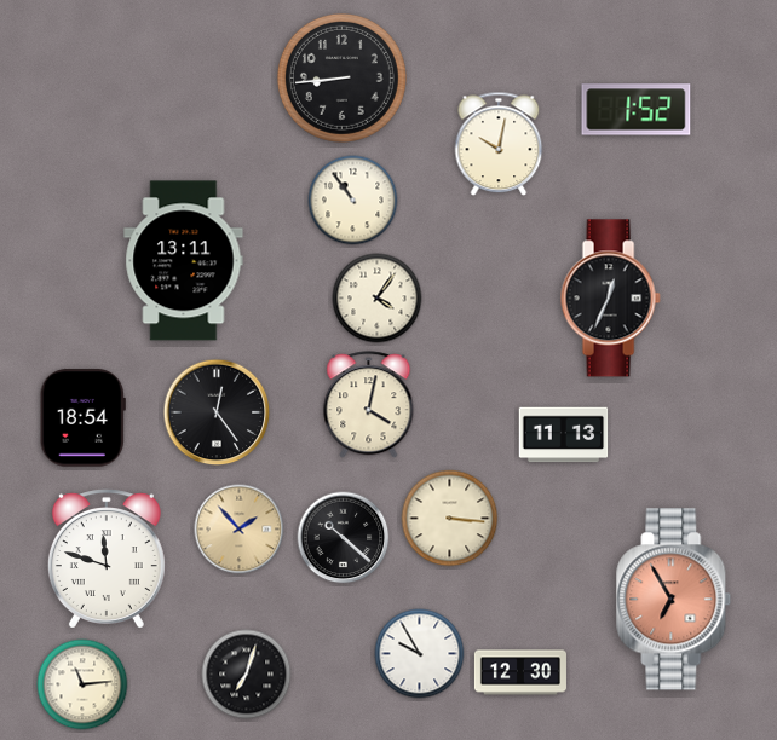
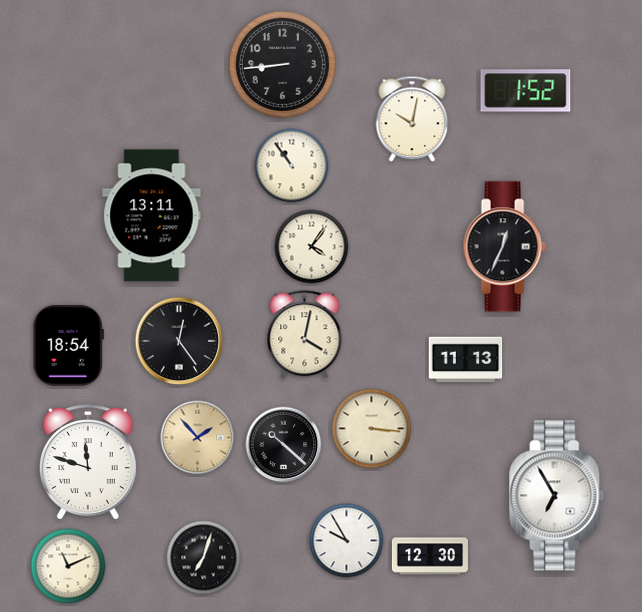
clock at (674, 600) dial: salmon -> white
clock at (82, 684): 11:14 -> 11:11
